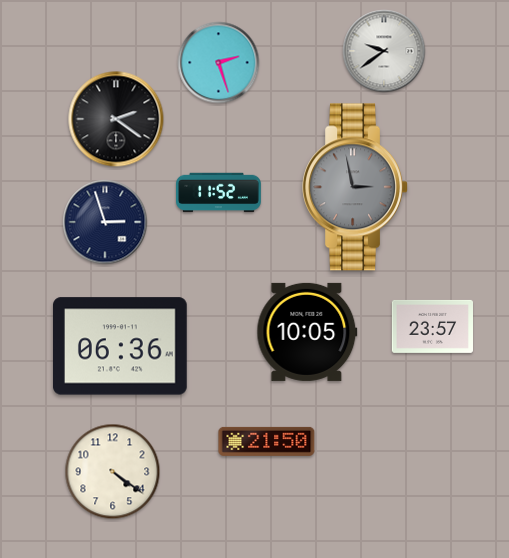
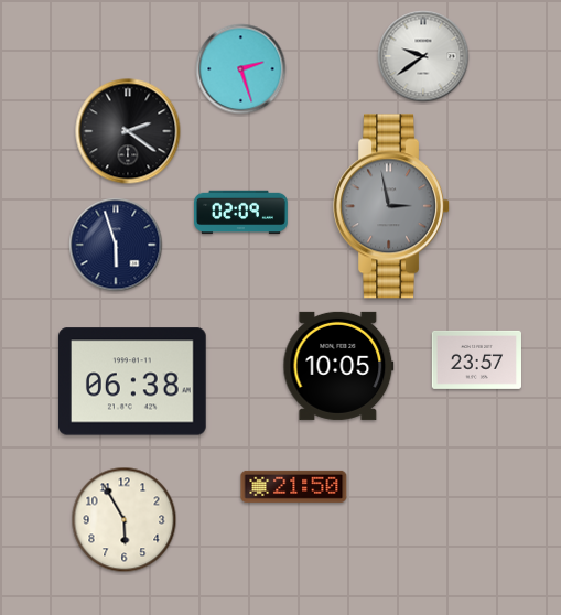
clock at (219, 193): 11:52 -> 02:09
clock at (105, 222): 2:57 -> 5:57
clock at (121, 346): 06:36 -> 06:38
clock at (113, 472): 4:21 -> 5:55
